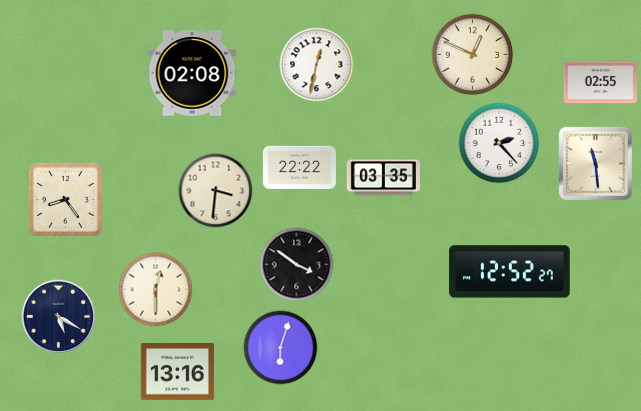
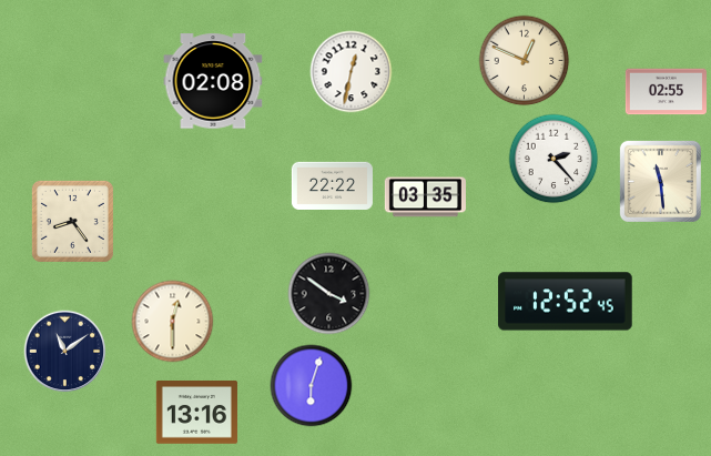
clock at (216, 191): 3:31 -> none
clock at (510, 272): 12:52:27 -> 12:52:45
clock at (59, 317): 5:20 -> 11:09
